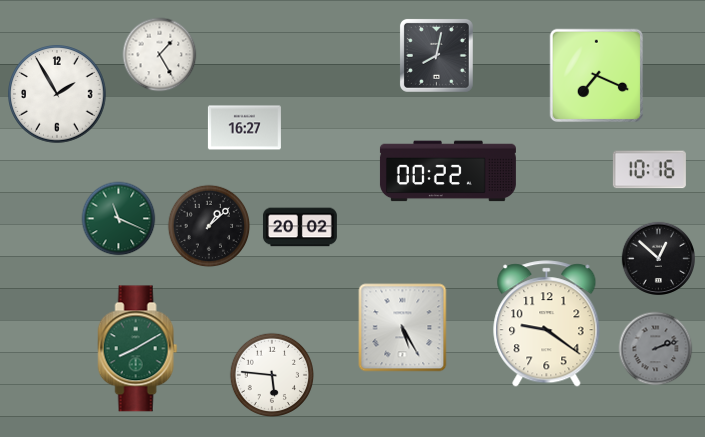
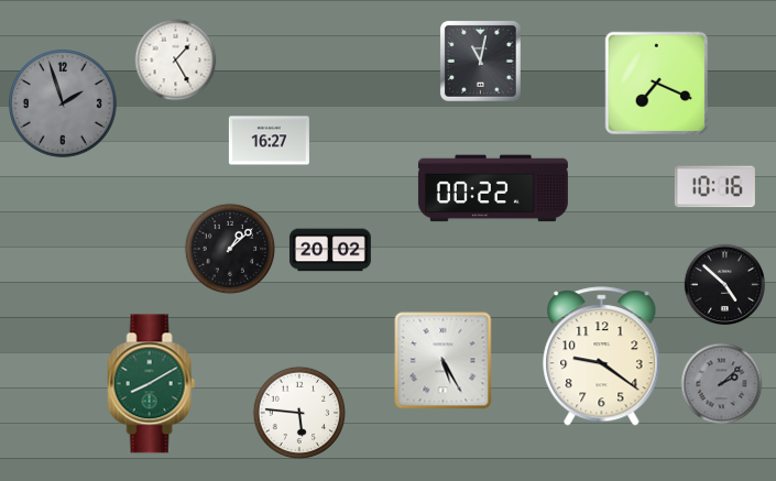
clock at (436, 55): 8:02 -> 11:02
clock at (57, 94): 1:55 -> 1:57
clock at (57, 94) dial: white -> grey
clock at (119, 219): 11:19 -> none
clock at (658, 258): 12:52 -> 4:52
clock at (656, 349): 2:12 -> 2:08
